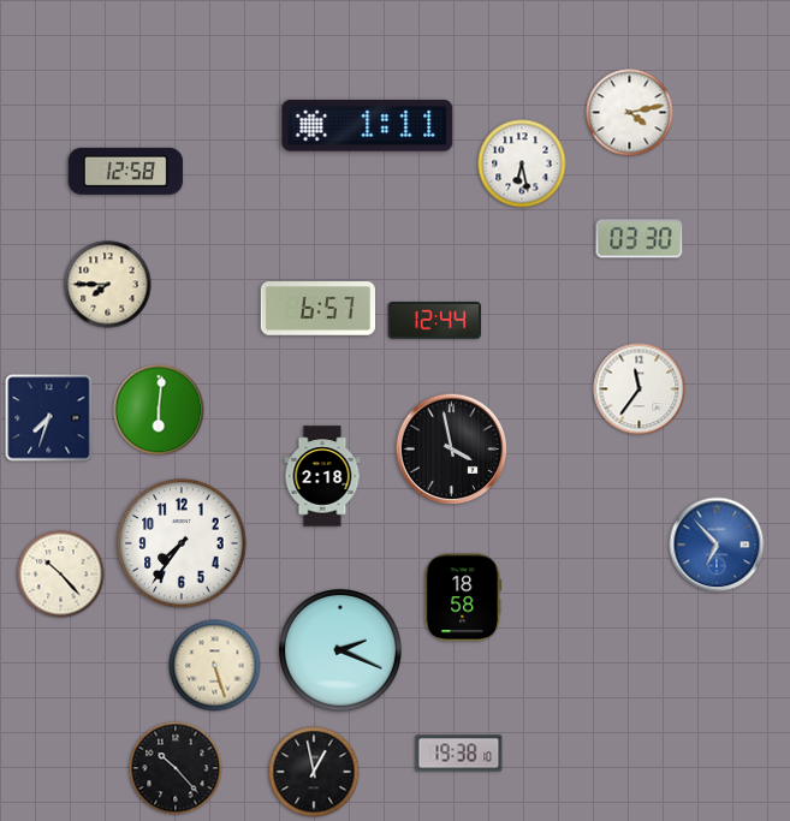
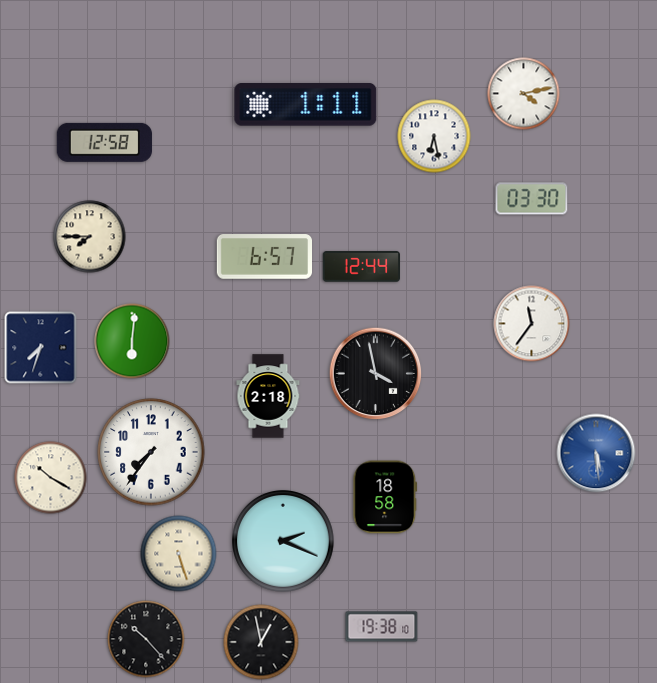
clock at (717, 545): 6:53 -> 5:29
clock at (61, 575): 10:23 -> 10:20
